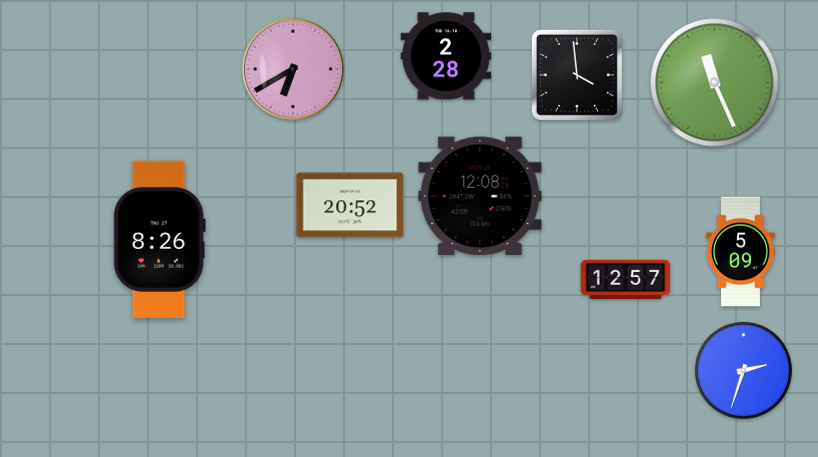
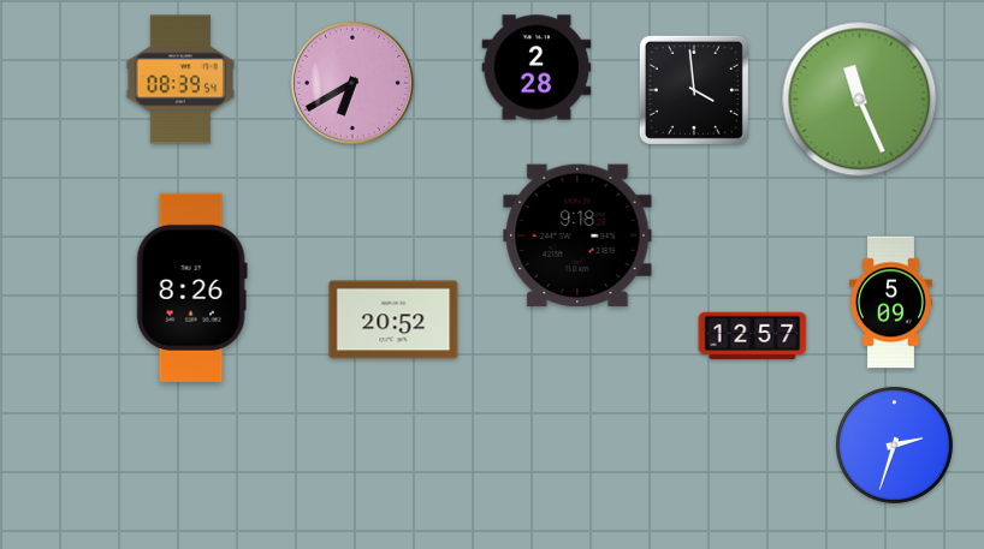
clock at (179, 79): none -> 08:39
clock at (480, 196): 12:08 -> 9:18
clock at (350, 205) position: (350, 205) -> (393, 320)
